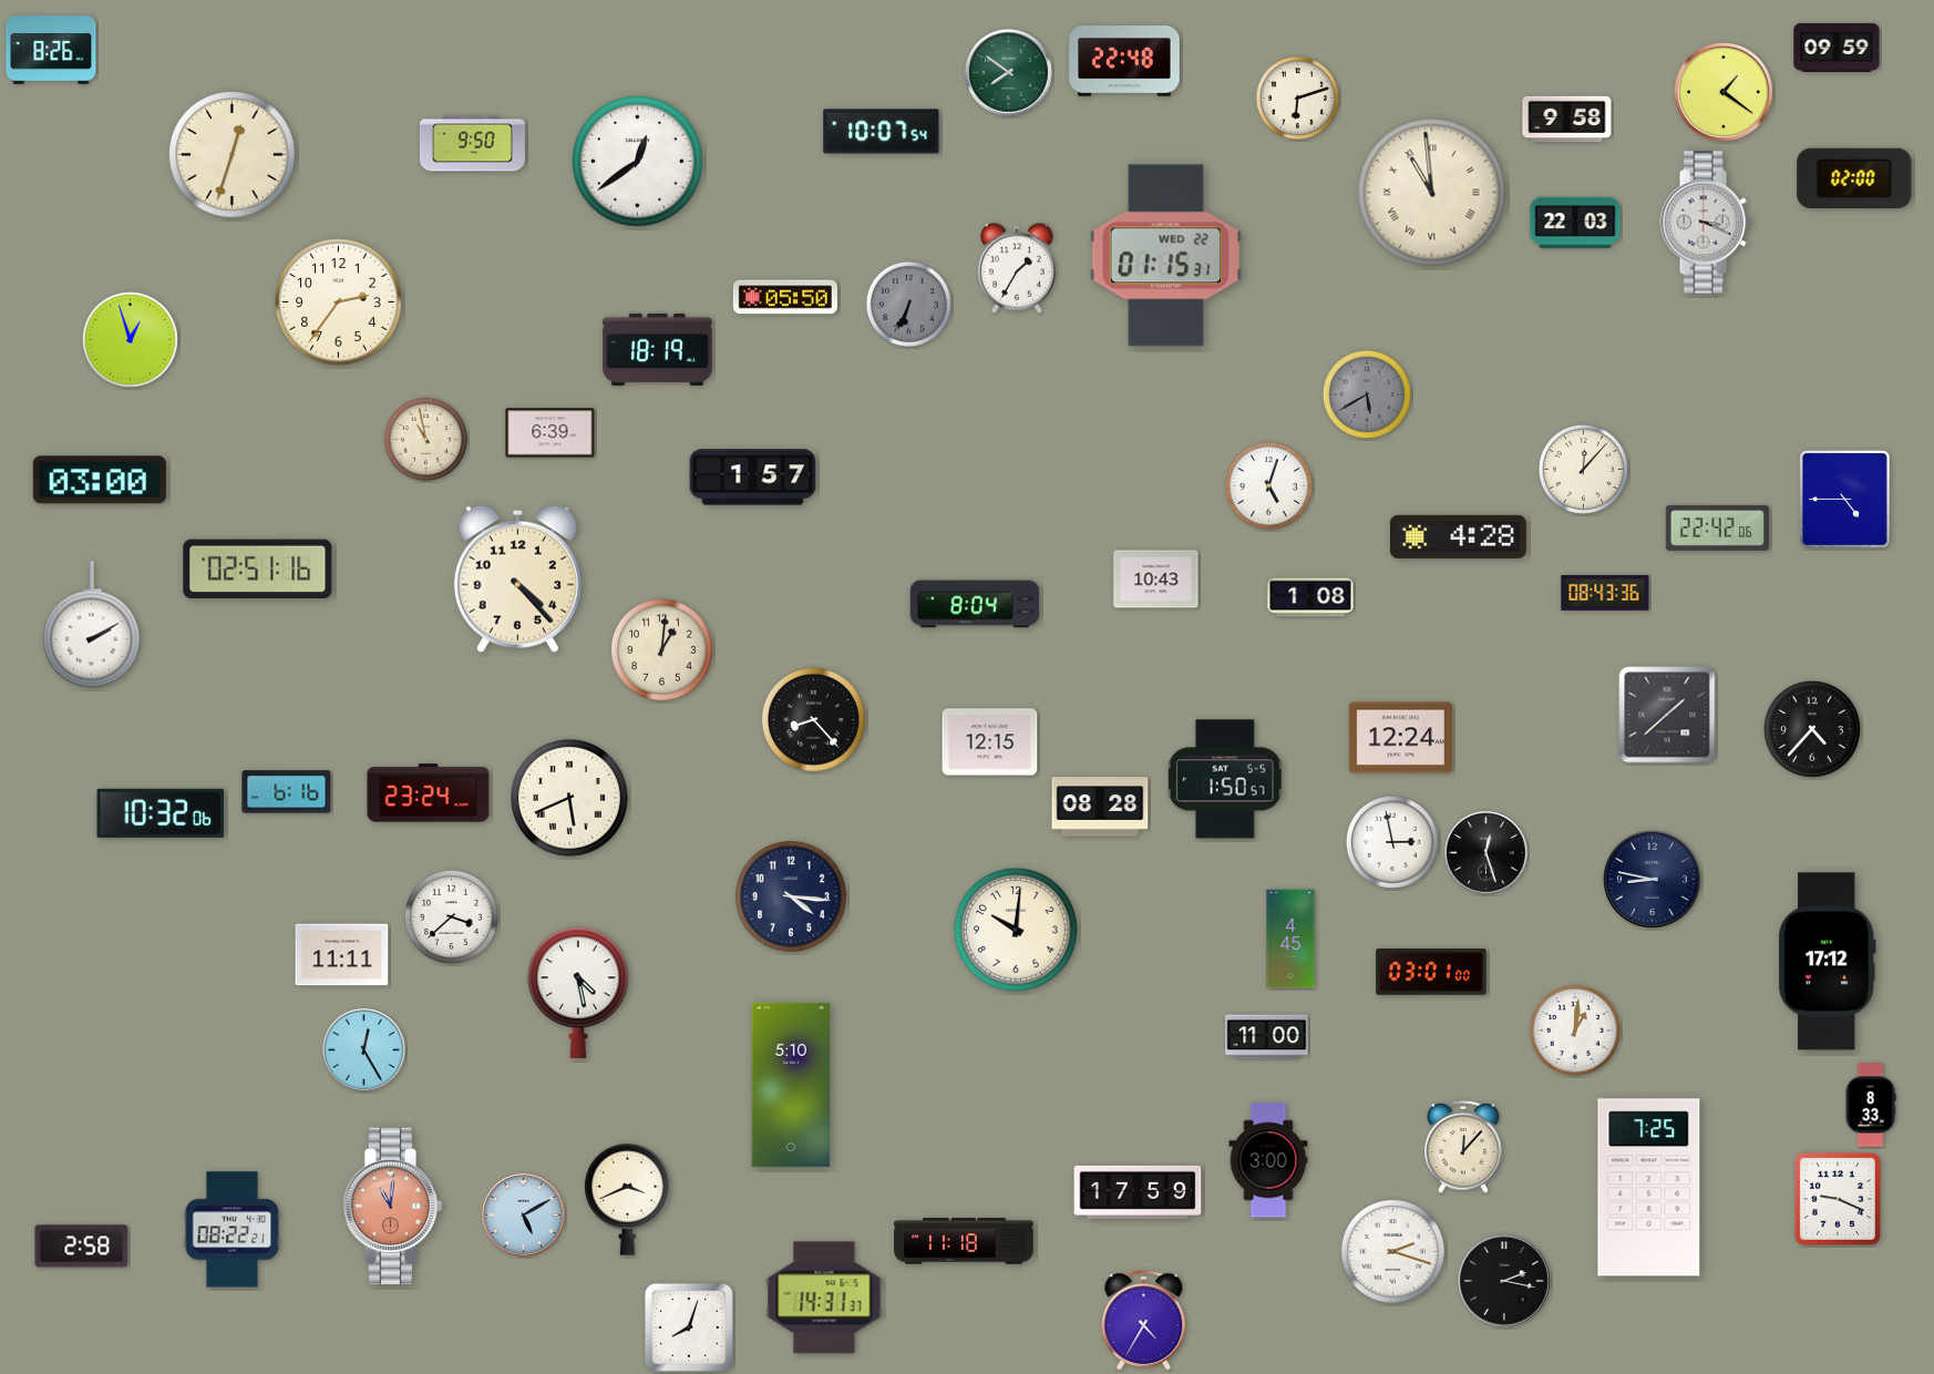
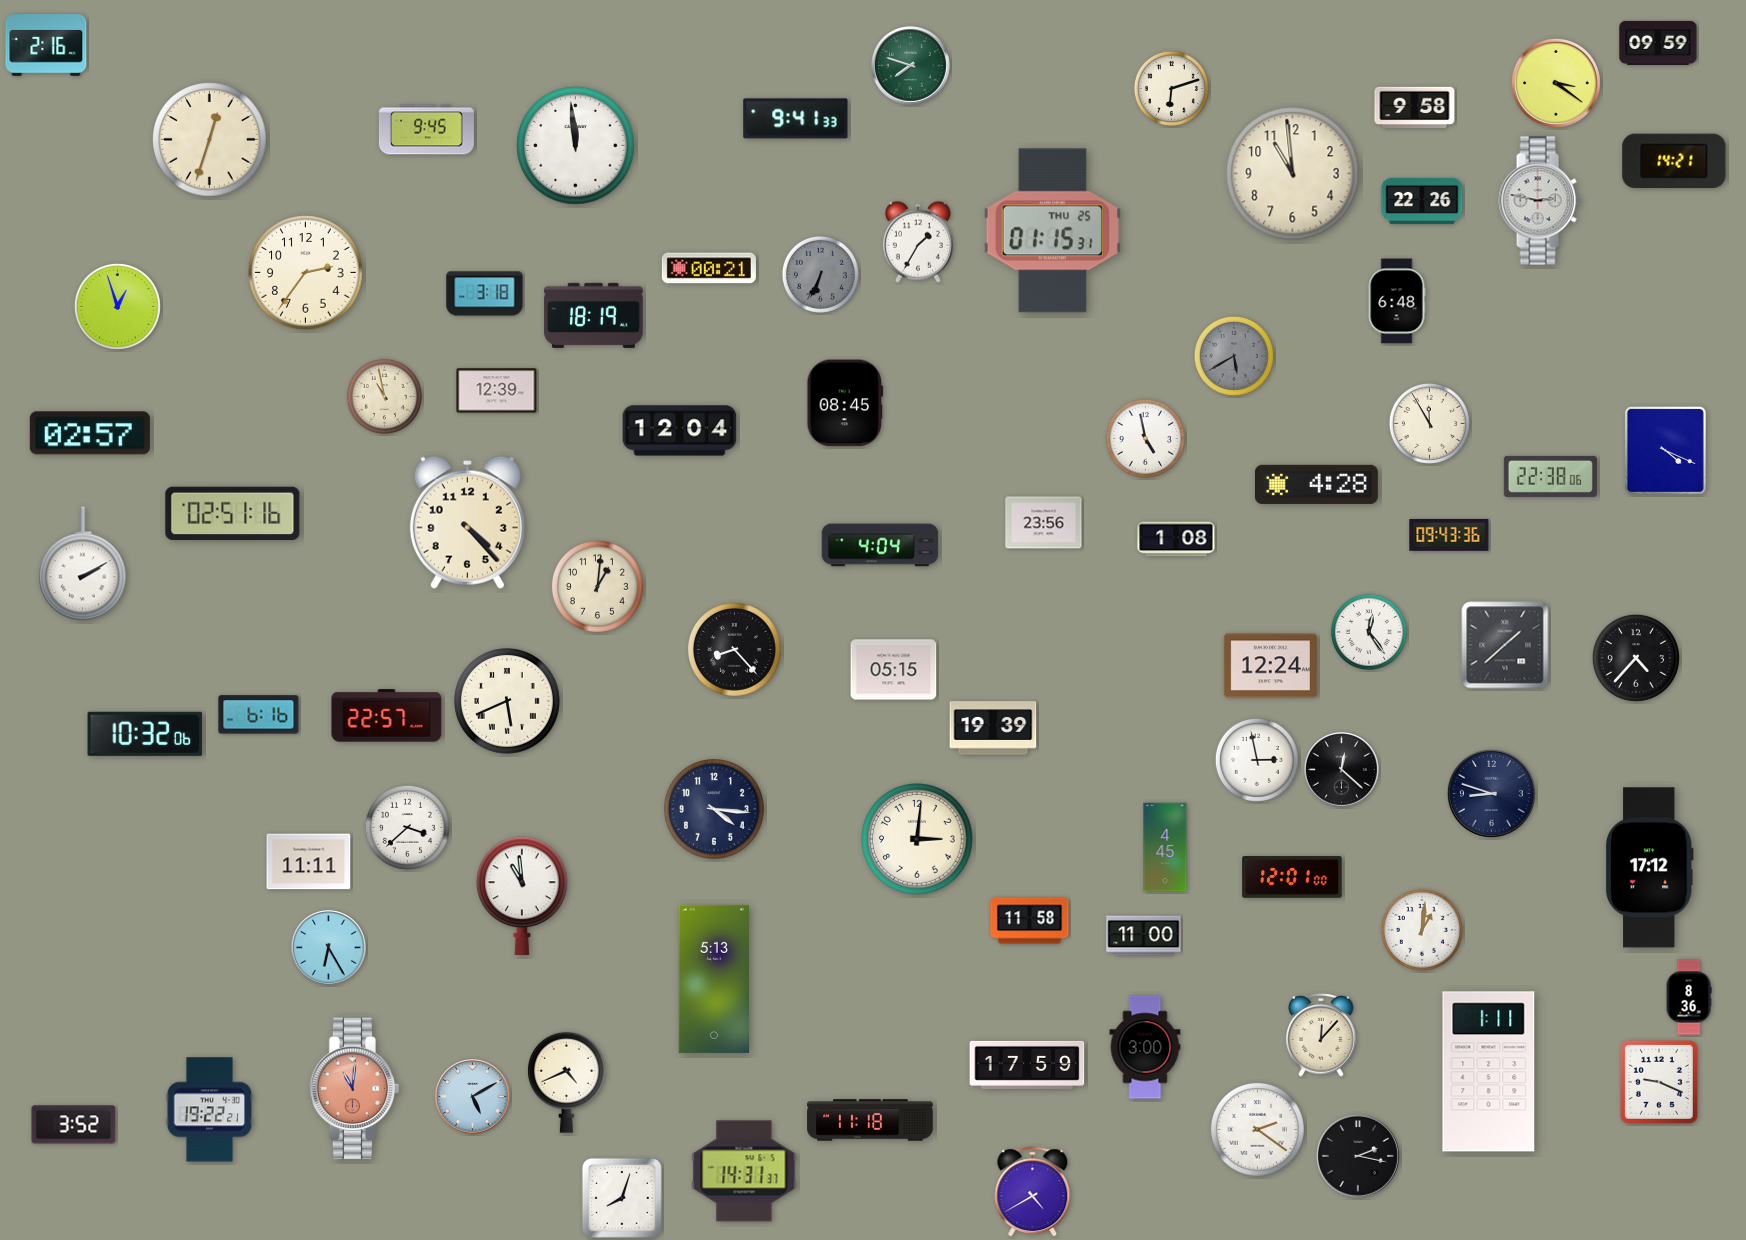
clock at (51, 50): 8:26 -> 2:16
clock at (1124, 62): 22:48 -> none
clock at (1009, 73): 7:51 -> 7:48
clock at (1724, 92): 1:21 -> 3:21
clock at (882, 132): 10:07 -> 9:41
clock at (472, 144): 9:50 -> 9:45
clock at (638, 162): 12:39 -> 11:59
clock at (1854, 178): 02:00 -> 14:21
clock at (1432, 193) numerals: Roman -> Arabic
clock at (1575, 223): 22:03 -> 22:26
clock at (1705, 223): 3:19 -> 2:47
clock at (1165, 256) date: WED 22 -> THU 25
clock at (785, 297): 05:50 -> 00:21
clock at (485, 294): none -> 3:18
clock at (1397, 301): none -> 6:48
clock at (551, 433): 6:39 -> 12:39
clock at (845, 403): none -> 08:45
clock at (1583, 469): 12:07 -> 11:55
clock at (753, 478): 1:57 -> 12:04
clock at (100, 480): 03:00 -> 02:57
clock at (1268, 485): 5:03 -> 4:58
clock at (1844, 499): 4:45 -> 4:19
clock at (1717, 527): 22:42 -> 22:38
clock at (1156, 580): 10:43 -> 23:56
clock at (1605, 593): 08:43 -> 09:43
clock at (1310, 597) position: (1310, 597) -> (1176, 539)
clock at (975, 604): 8:04 -> 4:04
clock at (1369, 632): none -> 12:24
clock at (1400, 738) position: (1400, 738) -> (1270, 666)
clock at (990, 742): 12:15 -> 05:15
clock at (1225, 779): 1:50 -> none
clock at (429, 793): 23:24 -> 22:57
clock at (569, 798) position: (569, 798) -> (507, 701)
clock at (1100, 807): 08:28 -> 19:39
clock at (1486, 853): 12:27 -> 12:22
clock at (1652, 879): 8:47 -> 8:48
clock at (1016, 930): 10:01 -> 3:01
clock at (1431, 972): 03:01 -> 12:01
clock at (578, 992): 4:28 -> 10:59
clock at (1030, 921): none -> 11:58
clock at (364, 1050): 12:25 -> 6:25
clock at (791, 1085): 5:10 -> 5:13
clock at (1871, 1105): 8:33 -> 8:36
clock at (1649, 1188): 7:25 -> 1:11
clock at (1138, 1192) position: (1138, 1192) -> (1027, 1065)
clock at (627, 1199): 3:41 -> 4:41
clock at (233, 1230): 08:22 -> 19:22
clock at (82, 1247): 2:58 -> 3:52
clock at (1392, 1251): 2:18 -> 2:21
clock at (1144, 1321): 4:35 -> 4:40
